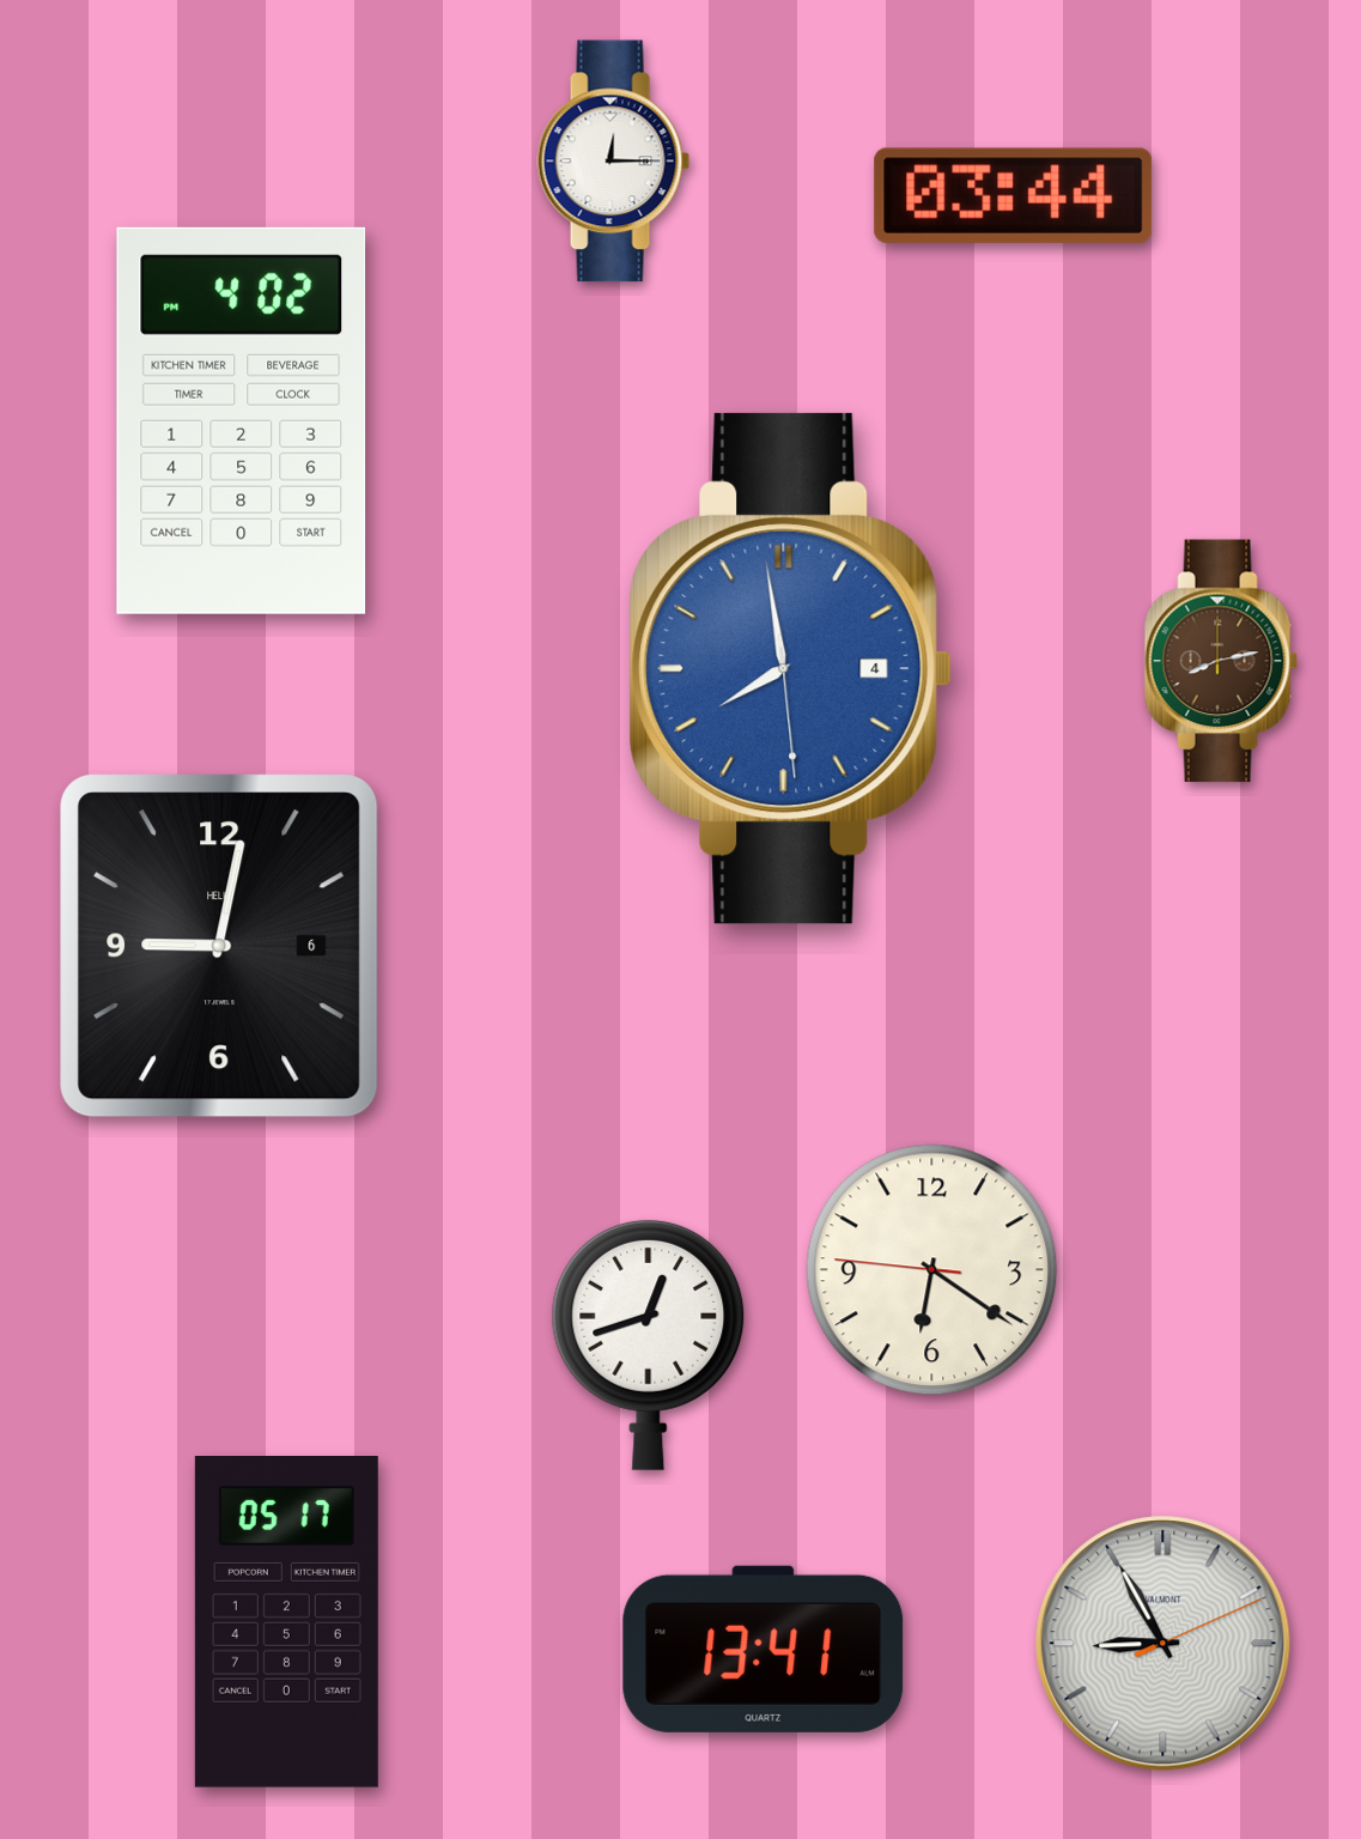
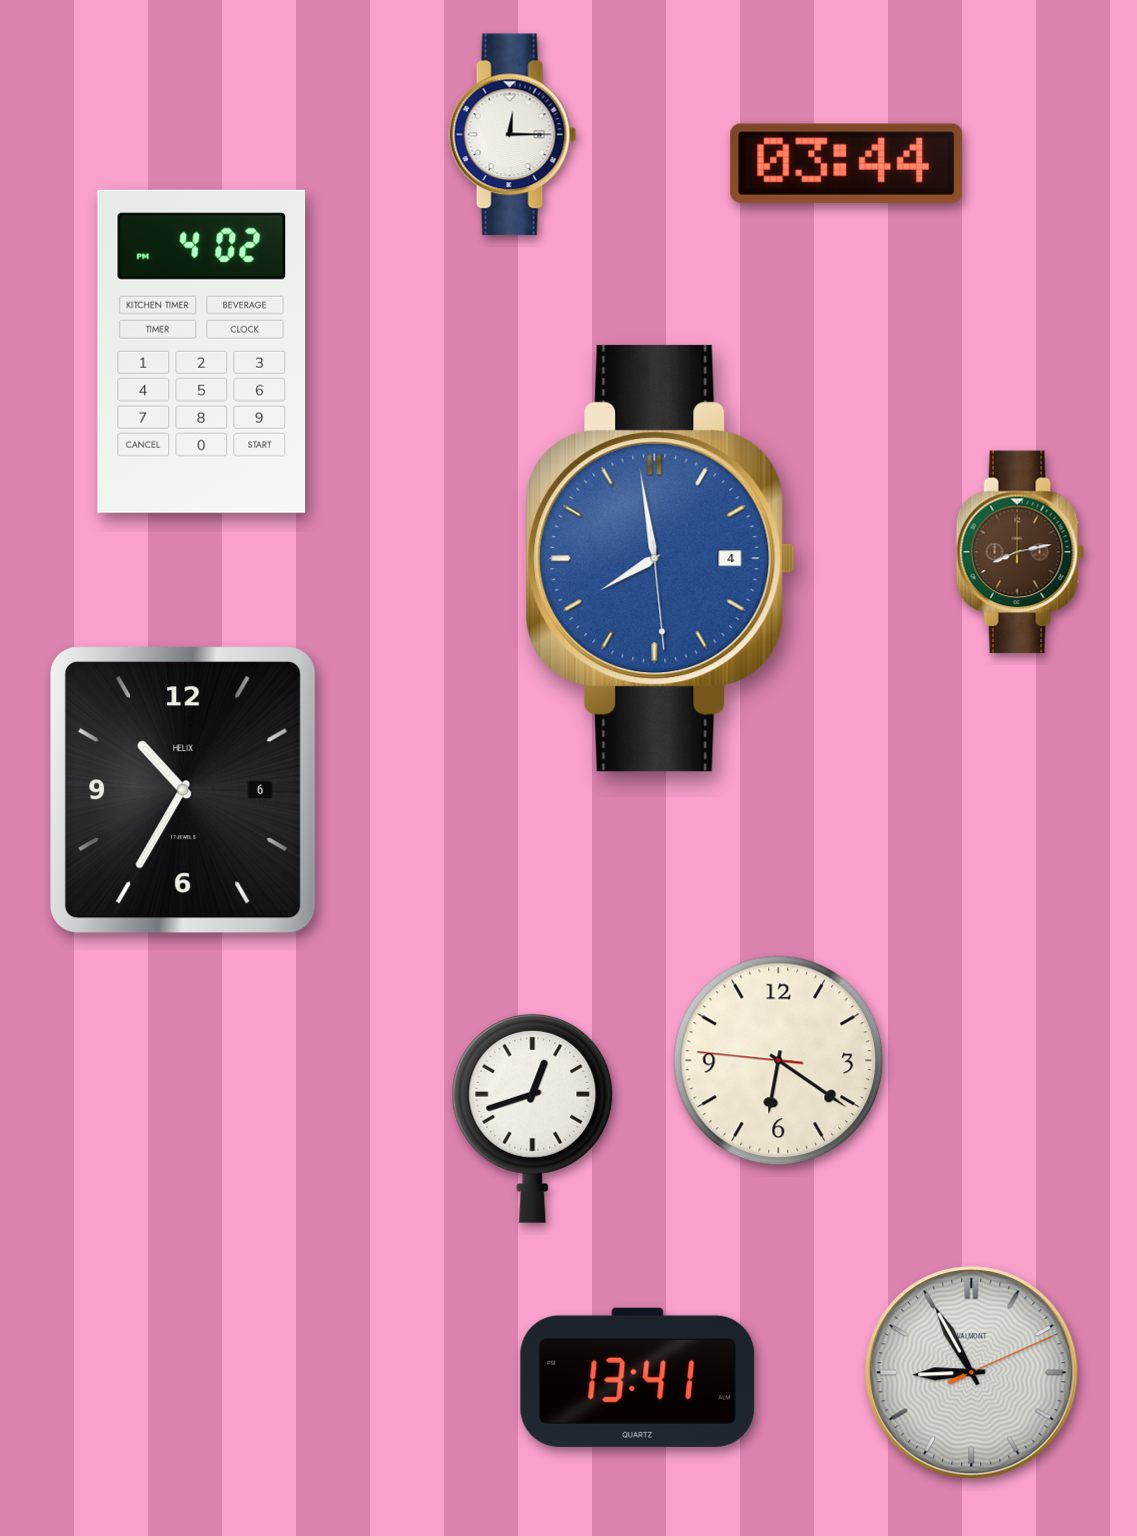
clock at (219, 947): 9:02 -> 10:35
clock at (649, 1345) position: (649, 1345) -> (533, 1118)
clock at (286, 1622): 05:17 -> none
